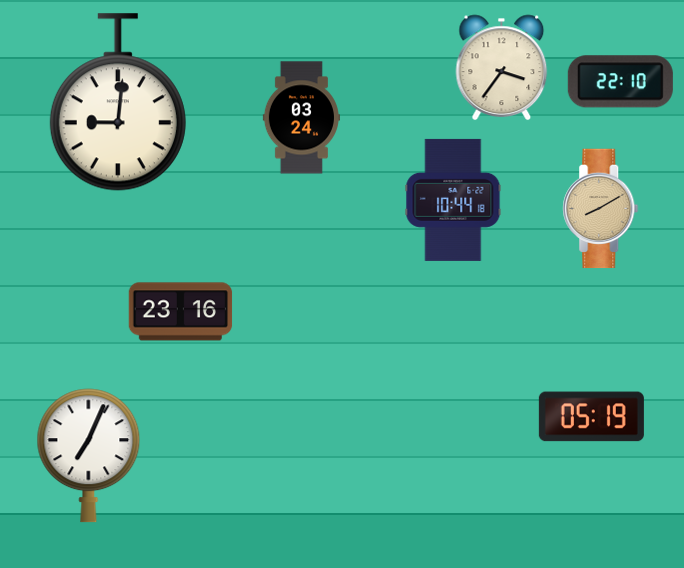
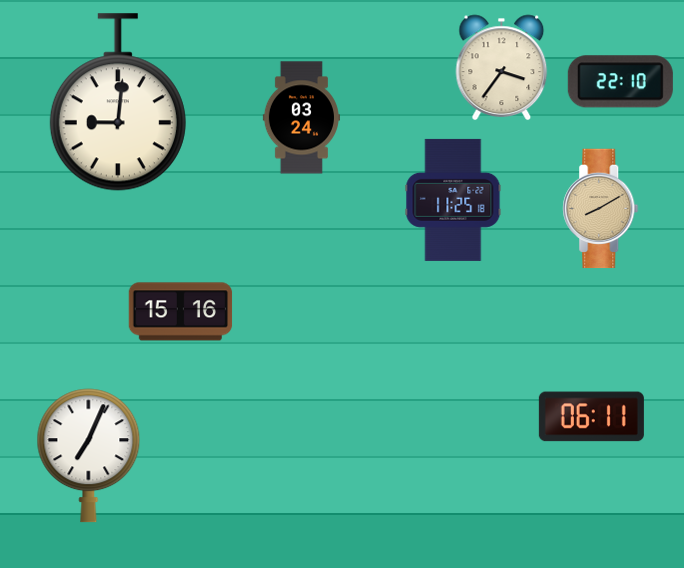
clock at (453, 200): 10:44 -> 11:25
clock at (181, 312): 23:16 -> 15:16
clock at (591, 417): 05:19 -> 06:11
